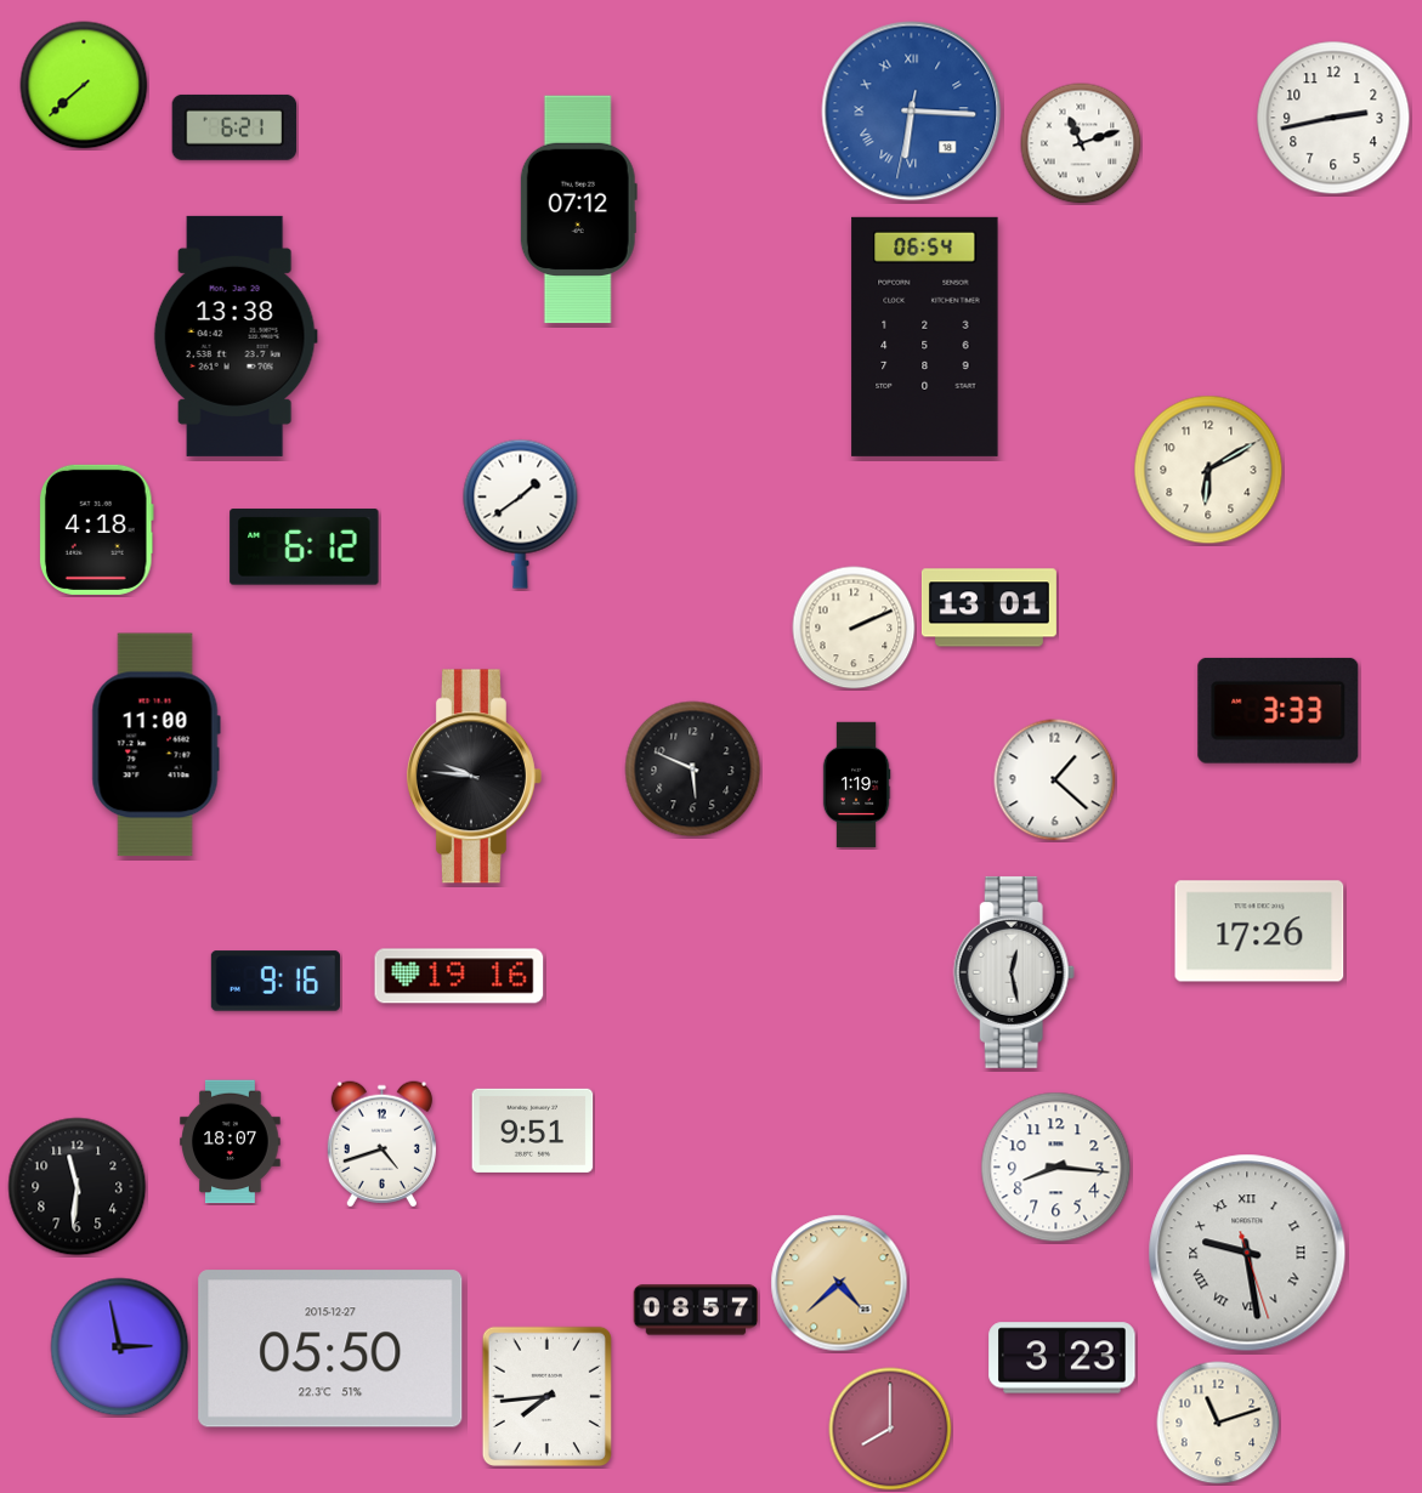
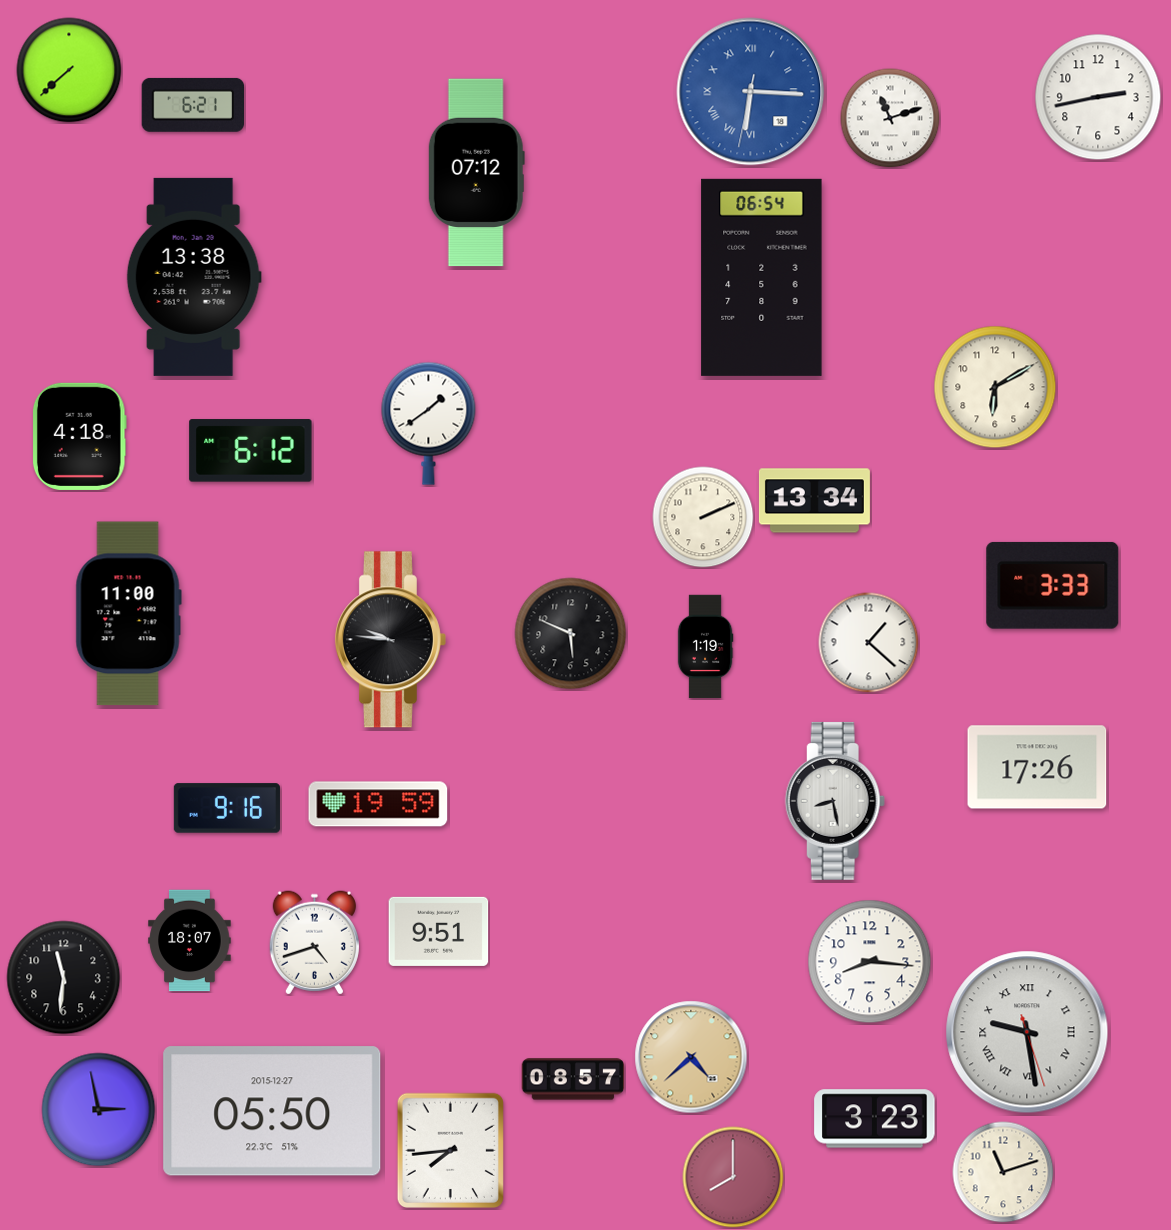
clock at (988, 608): 13:01 -> 13:34
clock at (1014, 972): 12:28 -> 8:28
clock at (459, 976): 19:16 -> 19:59
